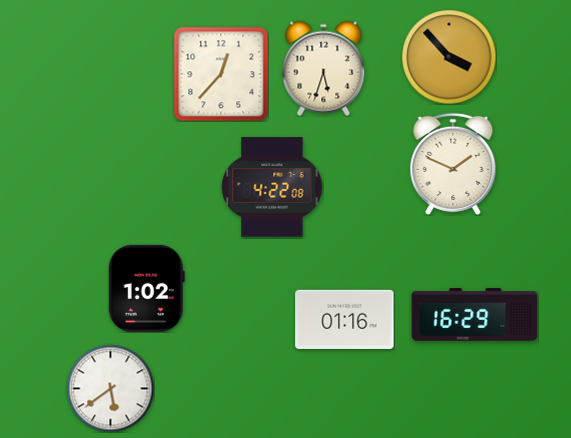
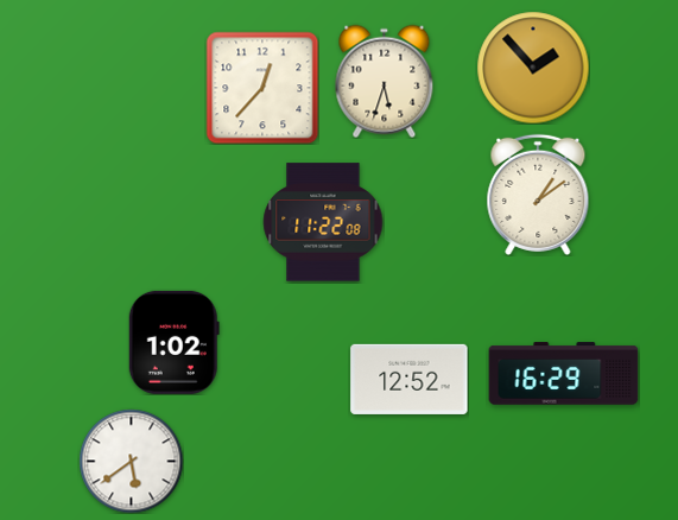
clock at (449, 57): 3:53 -> 1:53
clock at (453, 164): 1:49 -> 1:09
clock at (272, 187): 4:22 -> 11:22
clock at (345, 319): 01:16 -> 12:52
